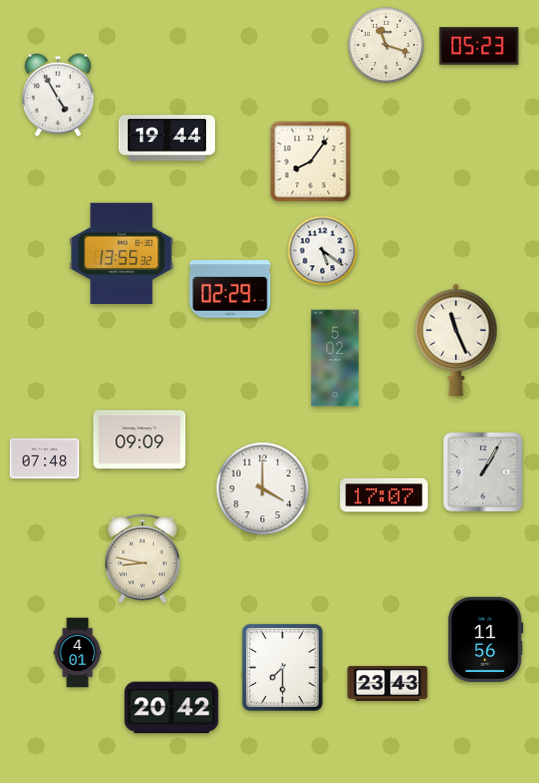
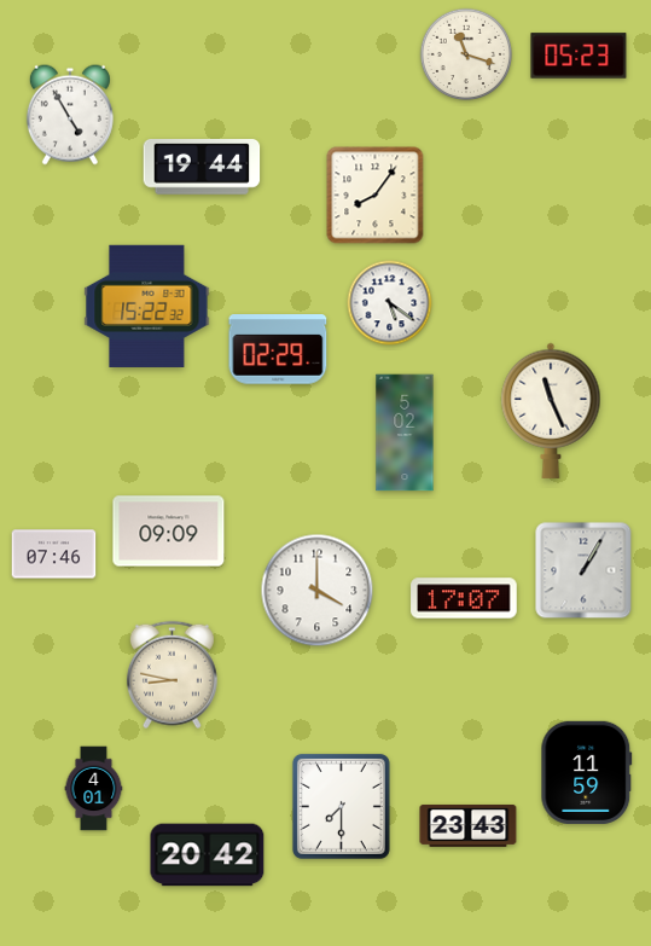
clock at (122, 253): 13:55 -> 15:22
clock at (45, 459): 07:48 -> 07:46
clock at (486, 639): 11:56 -> 11:59
